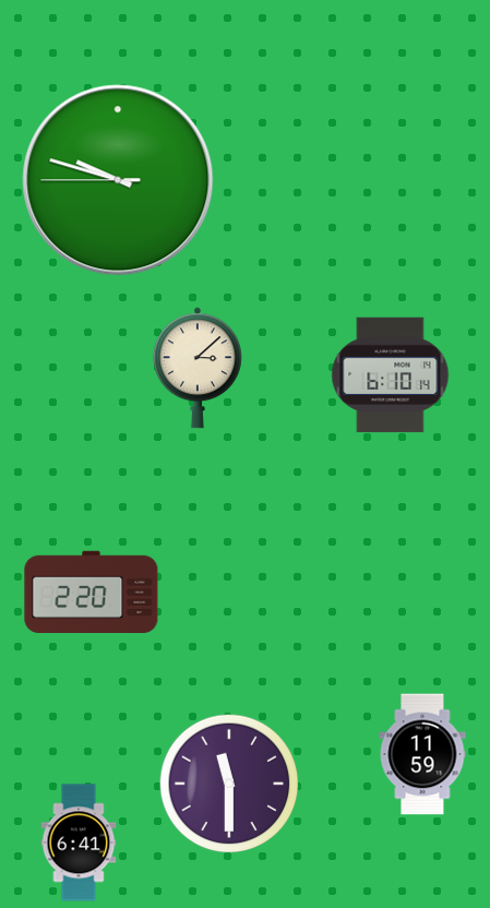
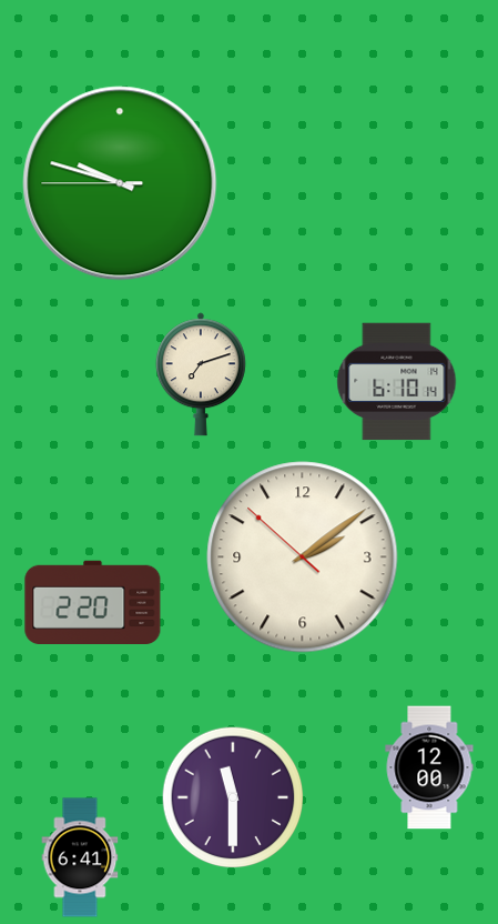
clock at (198, 368): 3:08 -> 7:12
clock at (303, 558): none -> 2:08
clock at (422, 754): 11:59 -> 12:00
